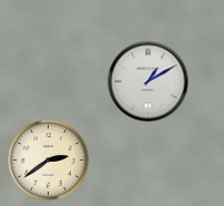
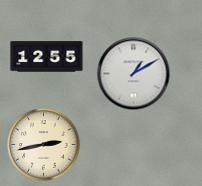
clock at (47, 57): none -> 12:55
clock at (49, 161): 2:39 -> 2:43
